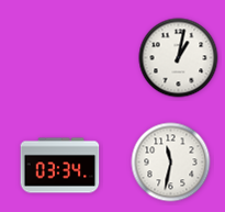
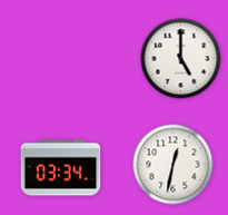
clock at (179, 58): 1:02 -> 5:00
clock at (171, 163): 11:32 -> 12:32
